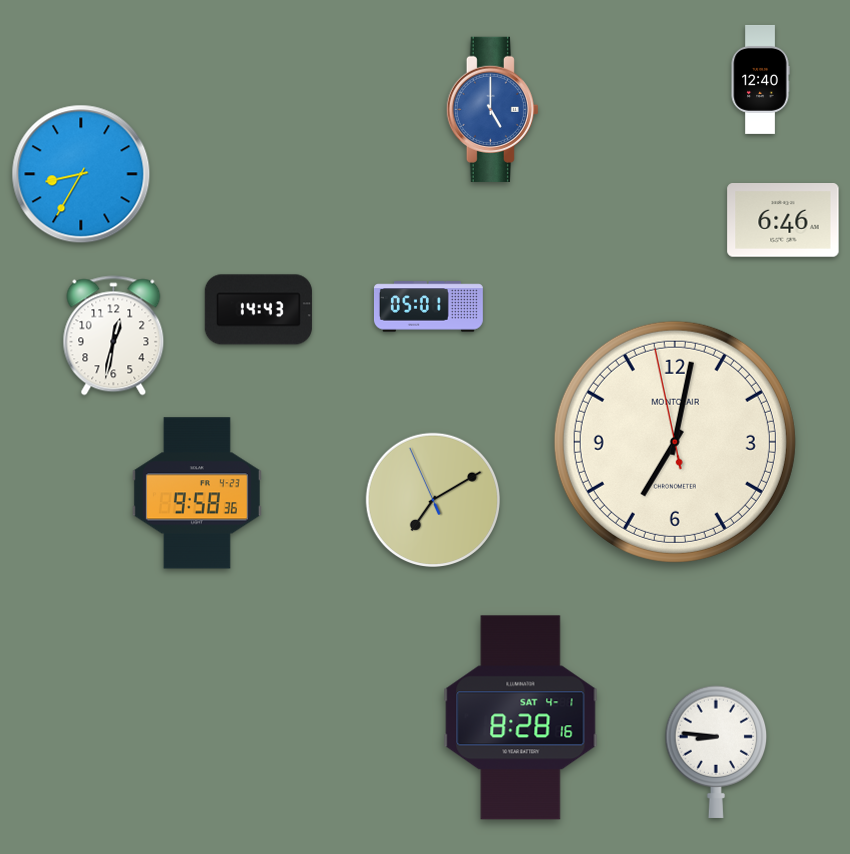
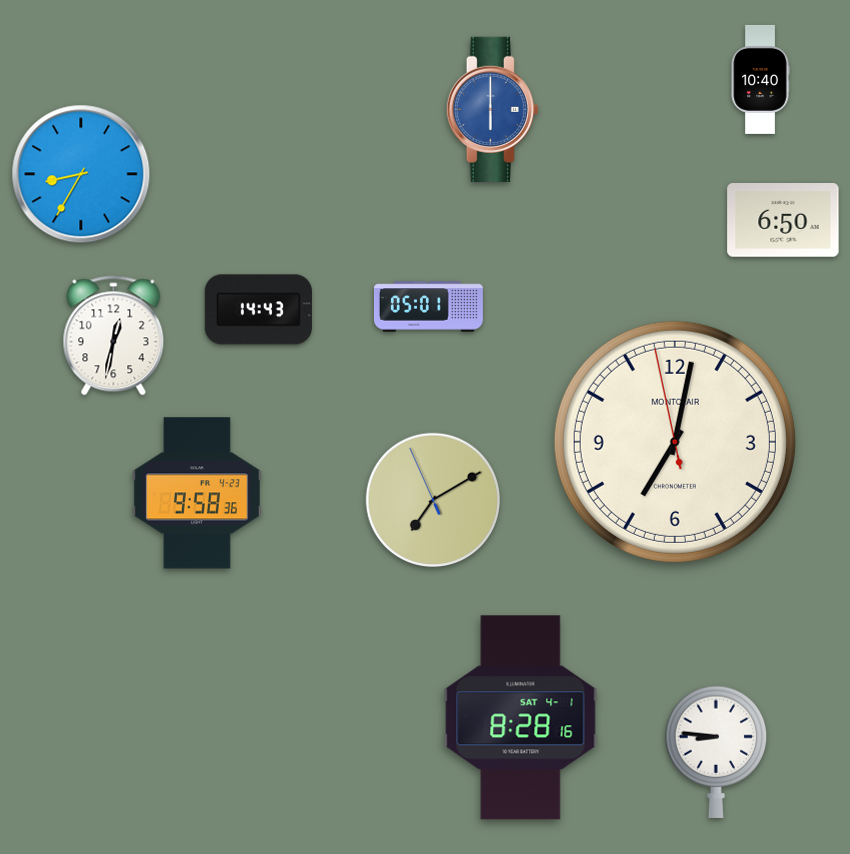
clock at (760, 79): 12:40 -> 10:40
clock at (492, 109): 5:00 -> 6:00
clock at (783, 220): 6:46 -> 6:50
